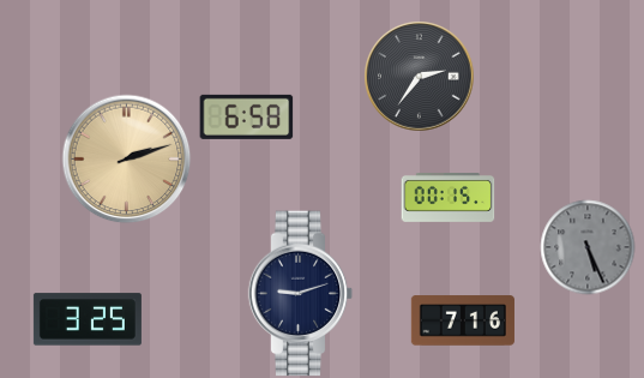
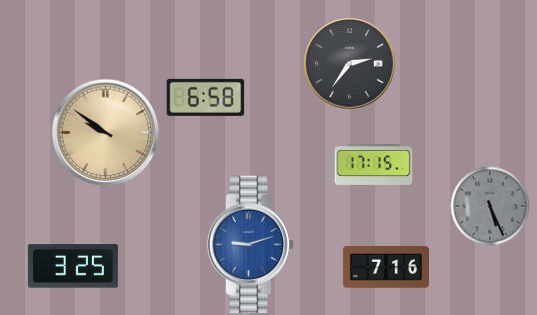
clock at (126, 158): 2:12 -> 9:51
clock at (447, 198): 00:15 -> 17:15
clock at (301, 294) dial: navy -> blue
